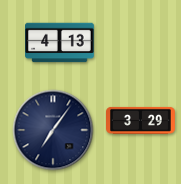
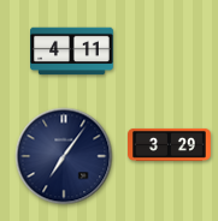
clock at (60, 43): 4:13 -> 4:11
